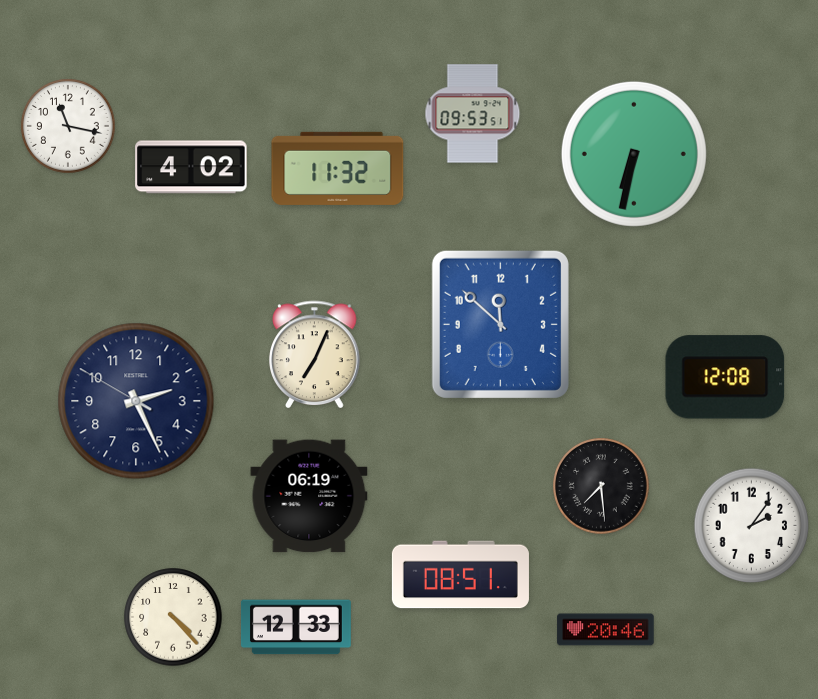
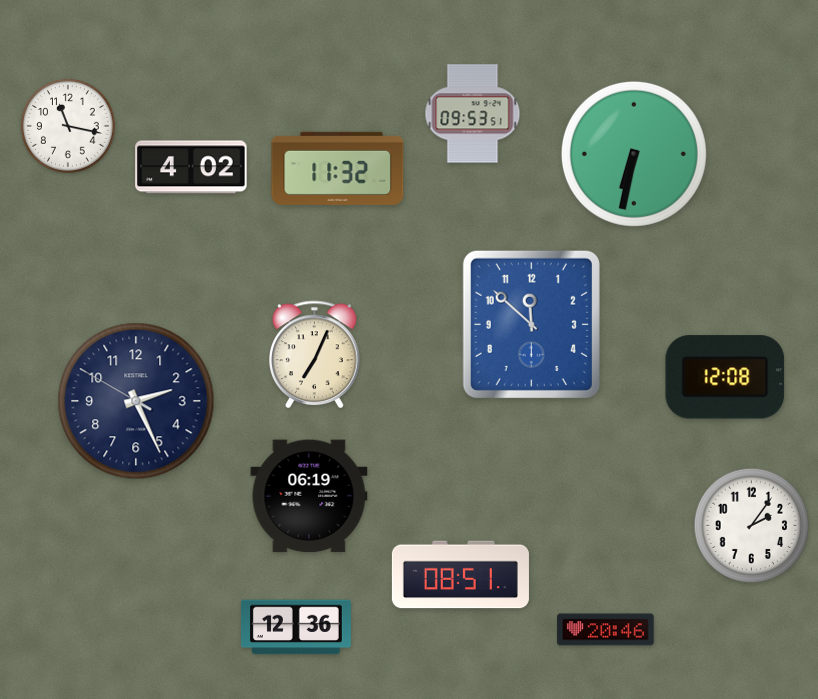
clock at (500, 324) position: (500, 324) -> (531, 324)
clock at (601, 486): 7:29 -> none
clock at (173, 617): 4:23 -> none
clock at (296, 627): 12:33 -> 12:36
